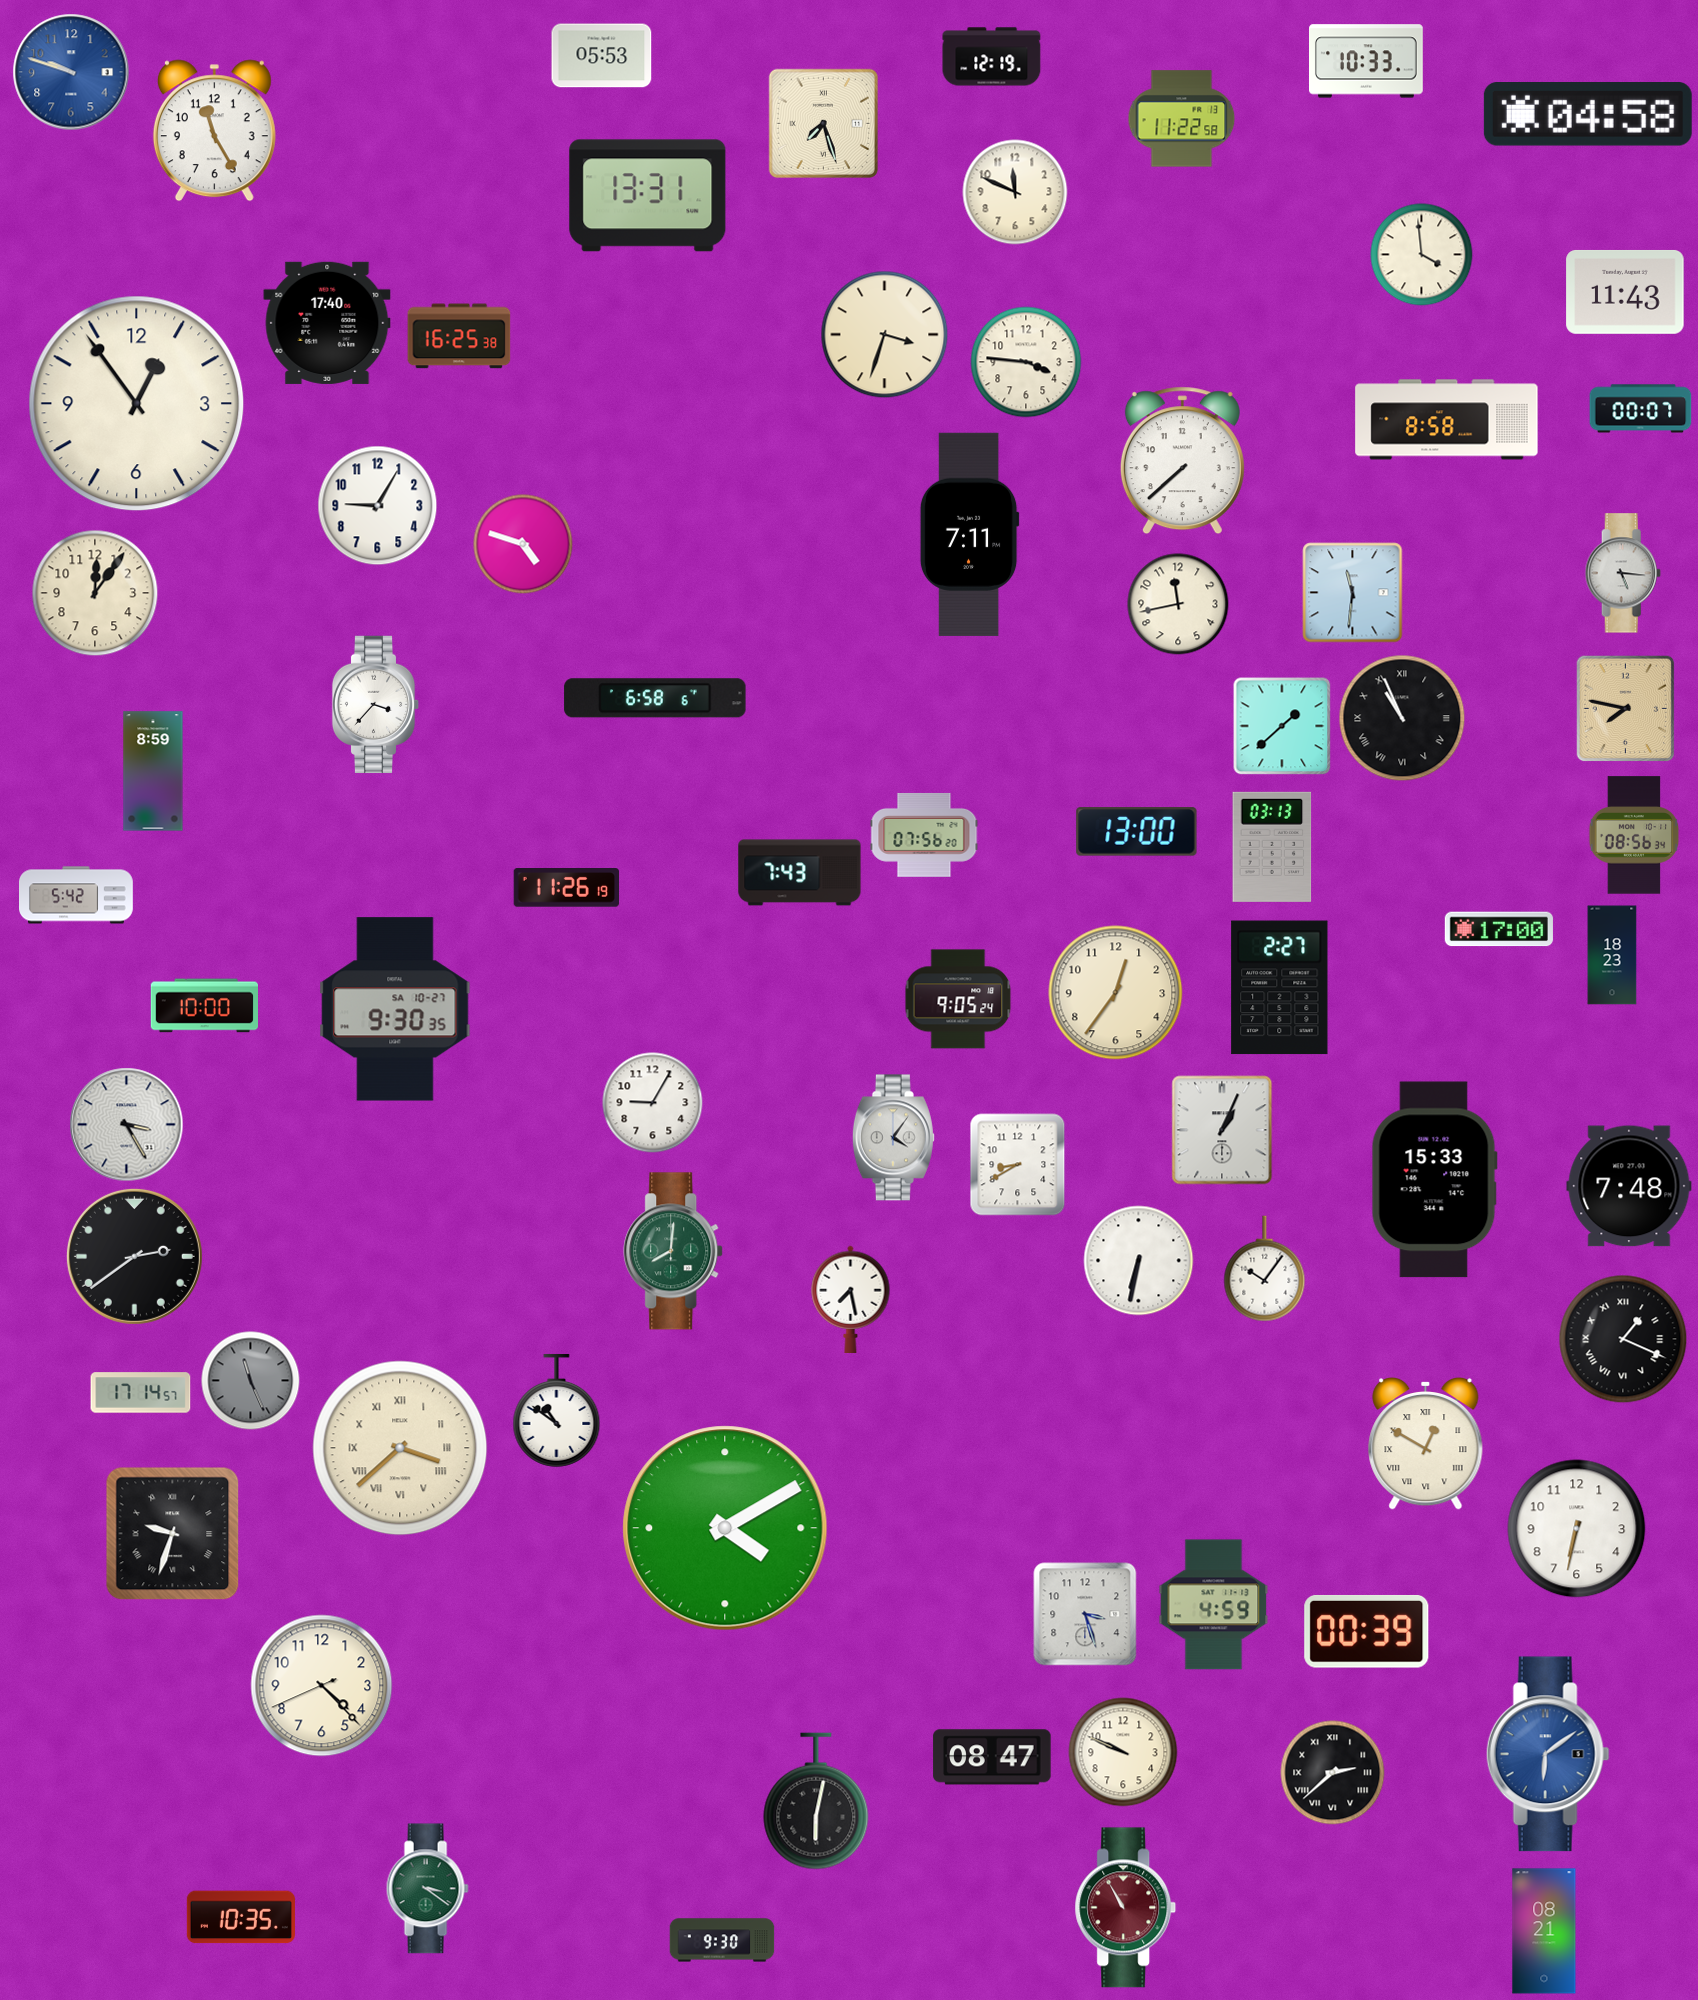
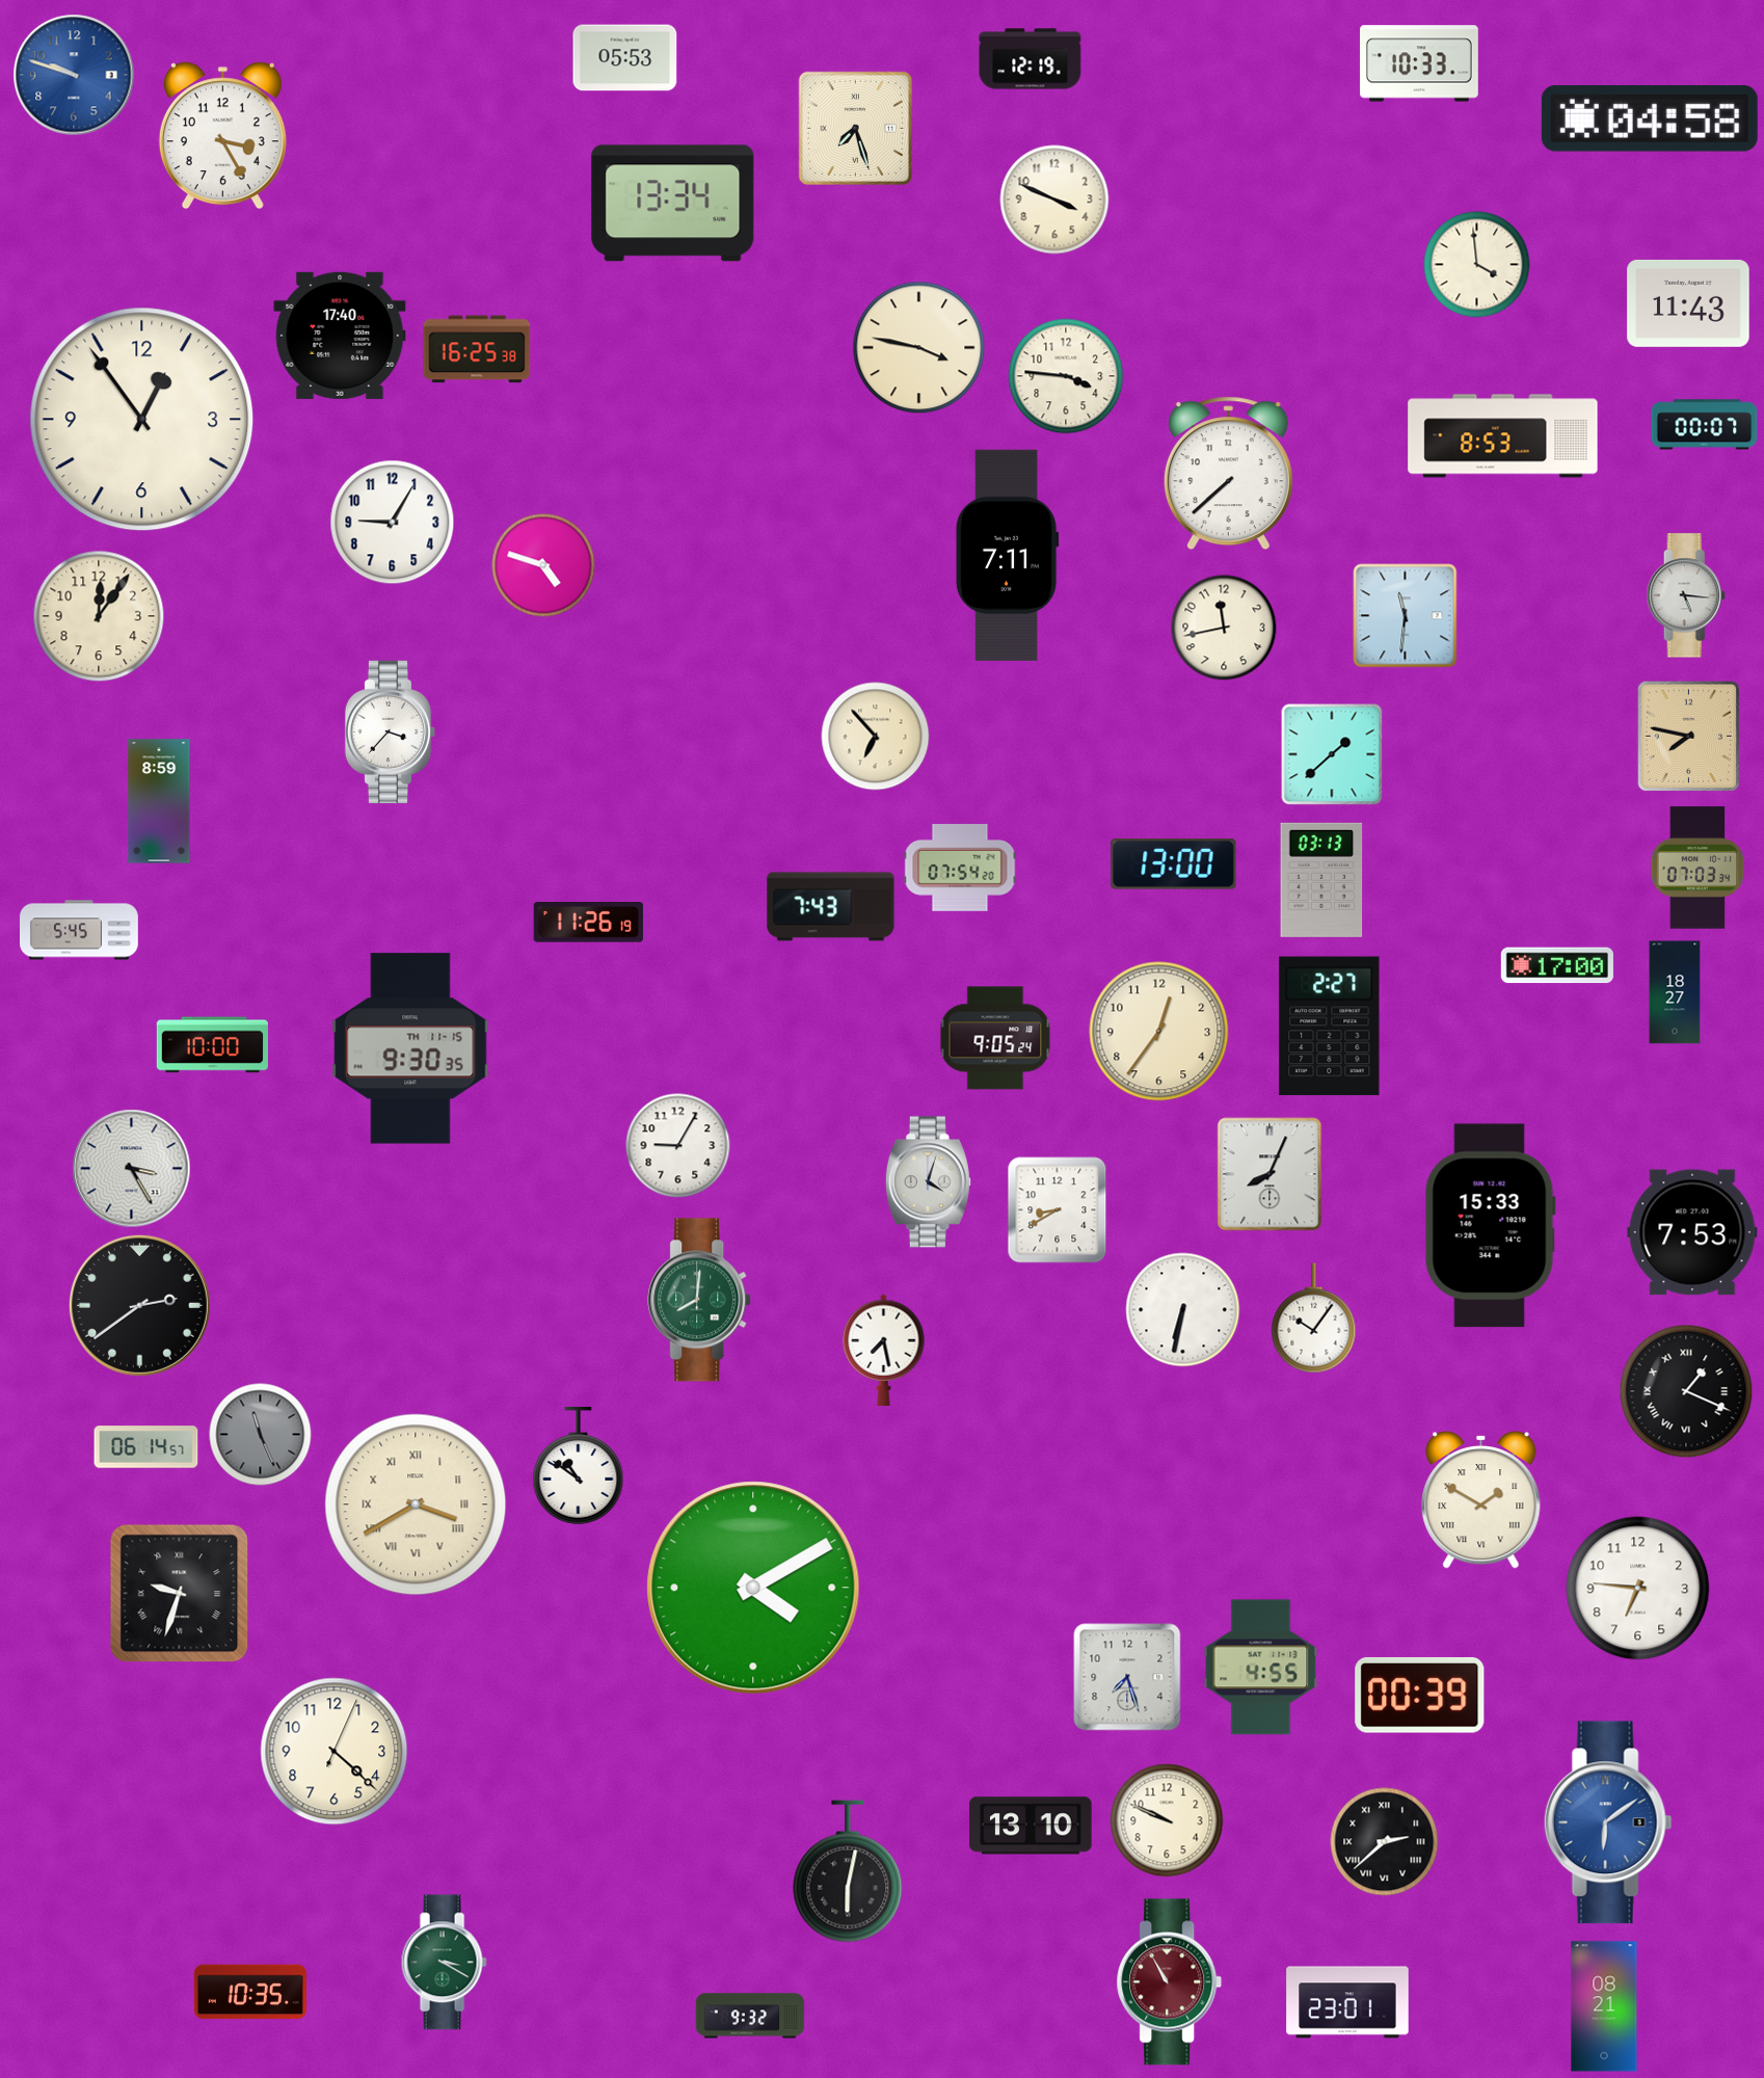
clock at (1182, 119): 11:22 -> none
clock at (214, 131): 11:25 -> 3:25
clock at (1015, 192): 11:49 -> 3:49
clock at (648, 196): 13:31 -> 13:34
clock at (885, 335): 3:33 -> 3:47
clock at (1447, 420): 8:58 -> 8:53
clock at (1182, 461) position: (1182, 461) -> (1228, 474)
clock at (378, 506) position: (378, 506) -> (393, 523)
clock at (655, 698): 6:58 -> none
clock at (876, 737): none -> 6:53
clock at (1402, 718): 10:56 -> none
clock at (1137, 832) position: (1137, 832) -> (1174, 864)
clock at (924, 835): 07:56 -> 07:54
clock at (1634, 835): 08:56 -> 07:03
clock at (77, 895): 5:42 -> 5:45
clock at (1612, 955): 18:23 -> 18:27
clock at (395, 1009) date: SA 10-27 -> TH 11-15
clock at (1222, 1130): 1:04 -> 8:04
clock at (893, 1138): 4:06 -> 4:03
clock at (1629, 1186): 7:48 -> 7:53
clock at (141, 1393): 17:14 -> 06:14
clock at (1426, 1443): 12:50 -> 1:50
clock at (400, 1448): 3:38 -> 3:40
clock at (1577, 1529): 6:32 -> 6:46
clock at (1214, 1605): 4:59 -> 4:55
clock at (1085, 1614): 3:27 -> 7:27
clock at (322, 1686): 4:22:41 -> 4:22:04
clock at (992, 1757): 08:47 -> 13:10
clock at (427, 1889): 3:21 -> 3:20
clock at (1347, 2002): none -> 23:01
clock at (722, 1940): 9:30 -> 9:32
